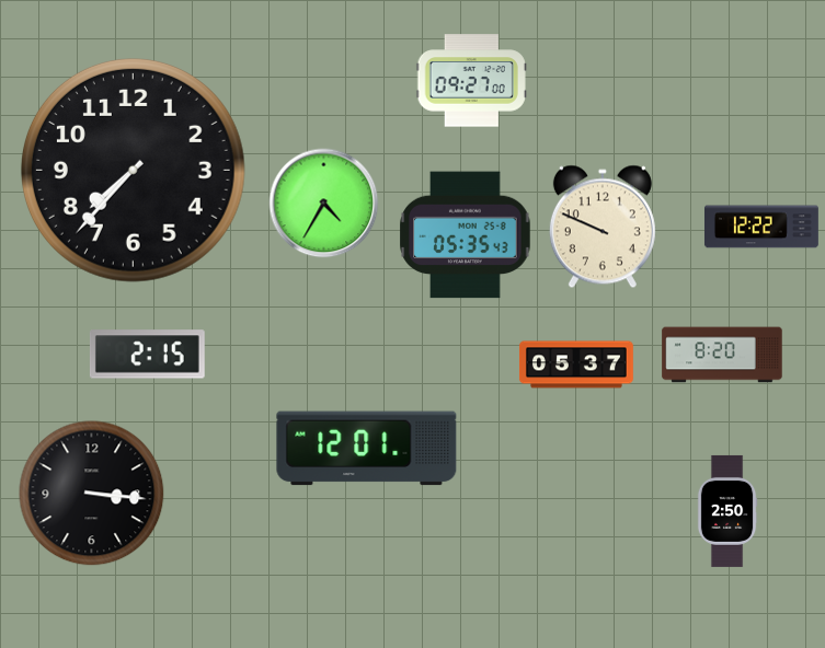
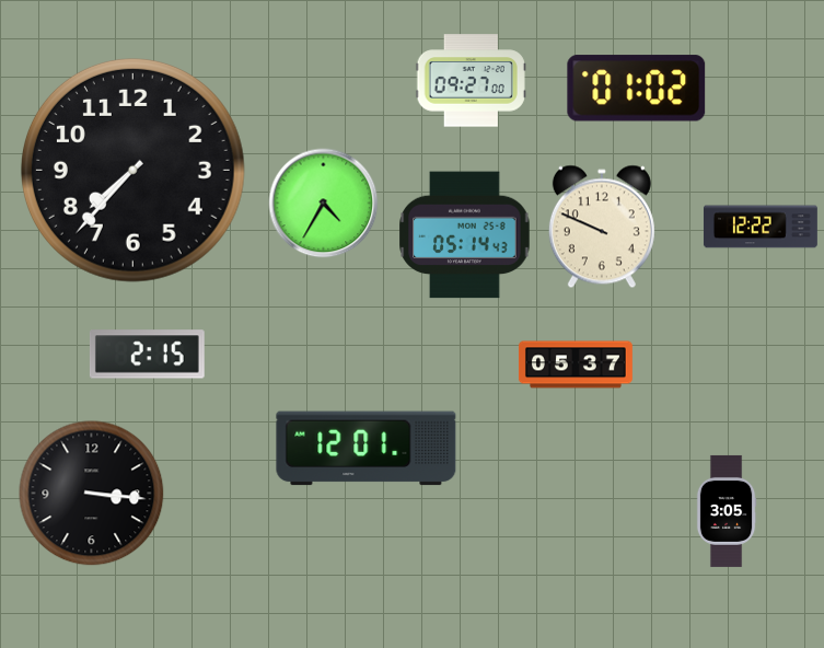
clock at (637, 89): none -> 01:02
clock at (466, 235): 05:35 -> 05:14
clock at (722, 355): 8:20 -> none
clock at (727, 511): 2:50 -> 3:05
